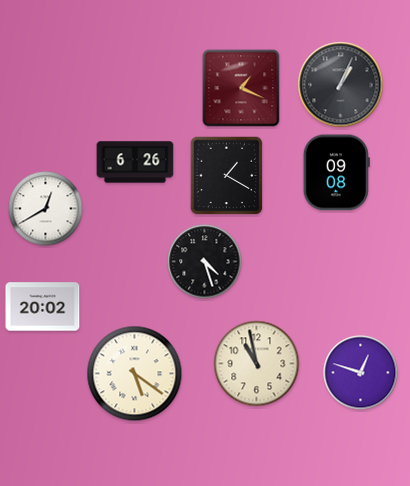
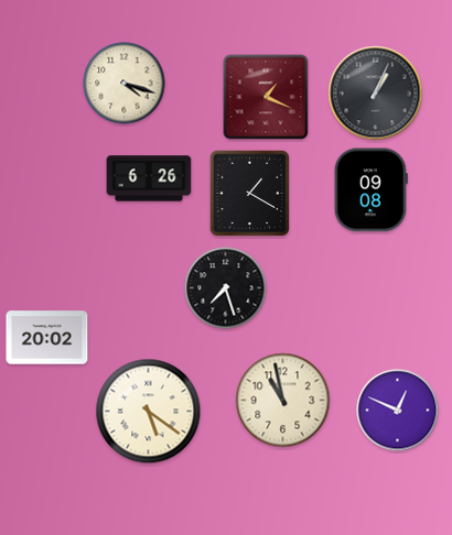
clock at (125, 84): none -> 4:18
clock at (46, 209): 12:40 -> none
clock at (205, 262): 4:27 -> 7:27
clock at (361, 373): 12:48 -> 12:49
